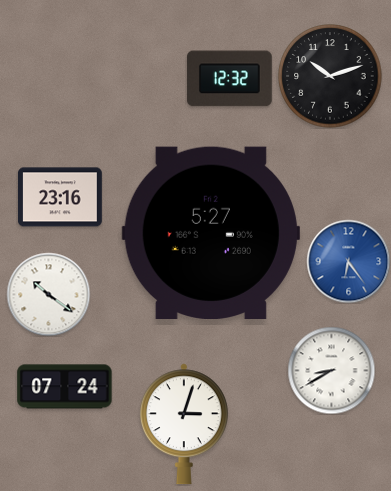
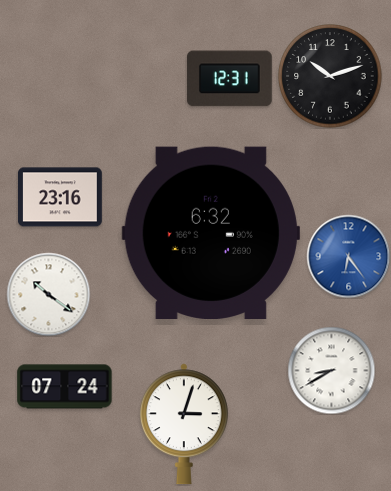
clock at (229, 79): 12:32 -> 12:31
clock at (211, 232): 5:27 -> 6:32
clock at (348, 261) position: (348, 261) -> (348, 256)
